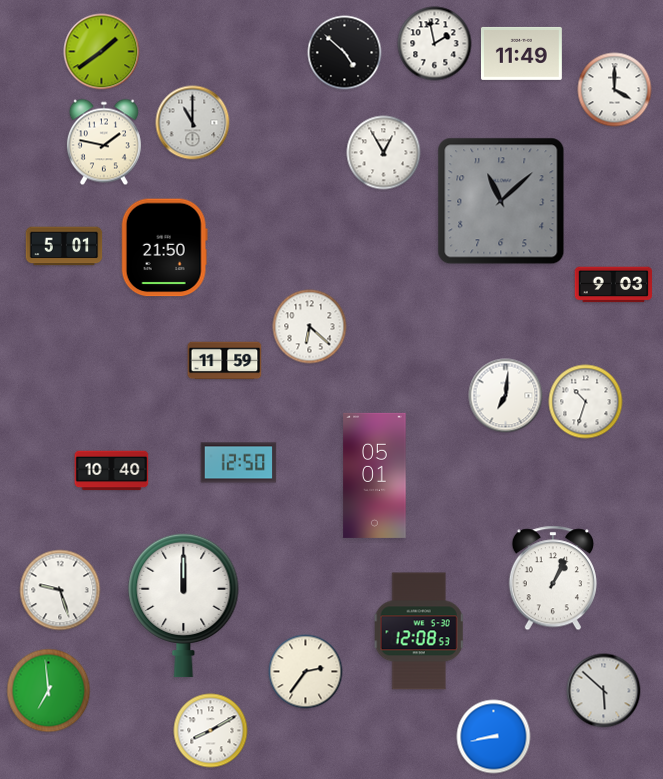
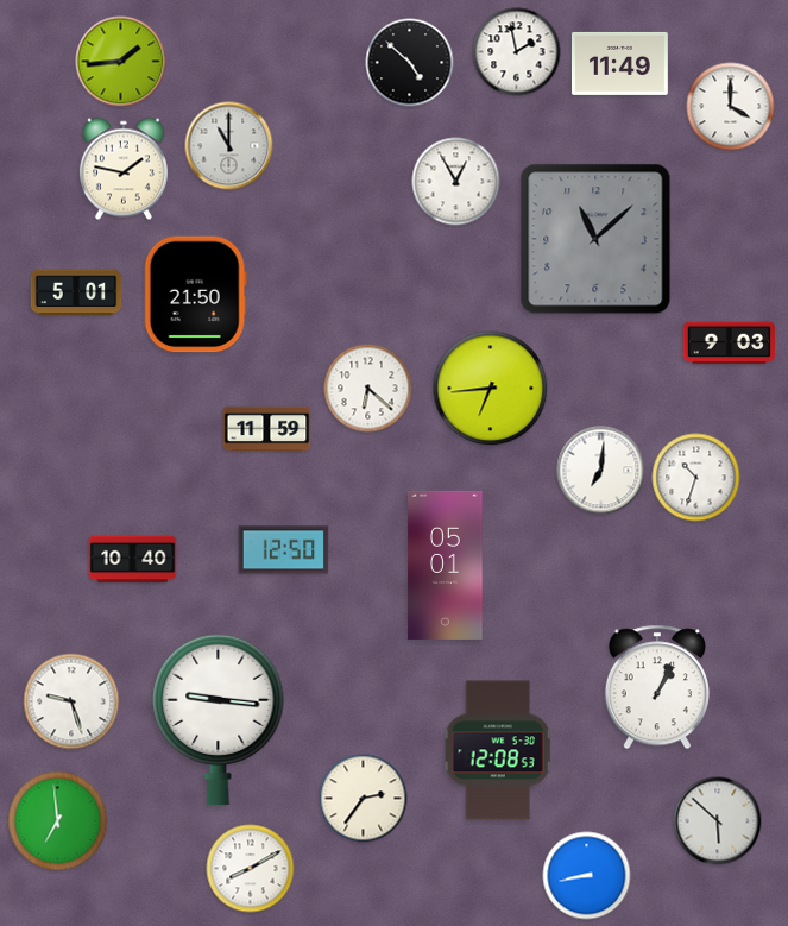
clock at (102, 52): 1:39 -> 1:44
clock at (614, 285) position: (614, 285) -> (730, 344)
clock at (491, 389): none -> 6:44
clock at (184, 605): 12:00 -> 9:16
